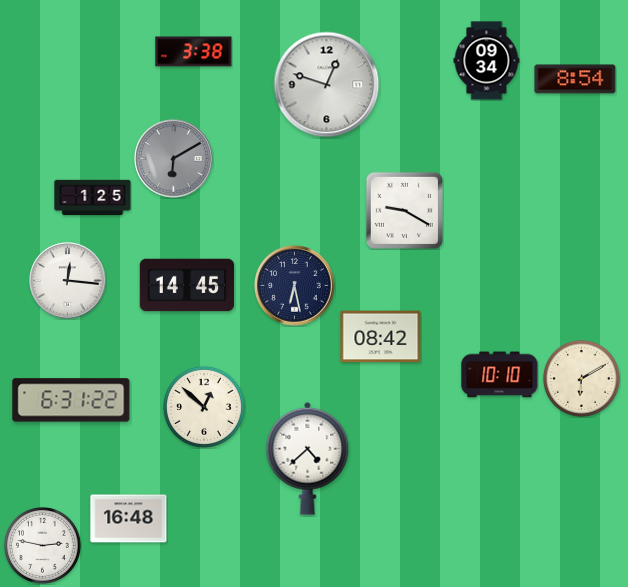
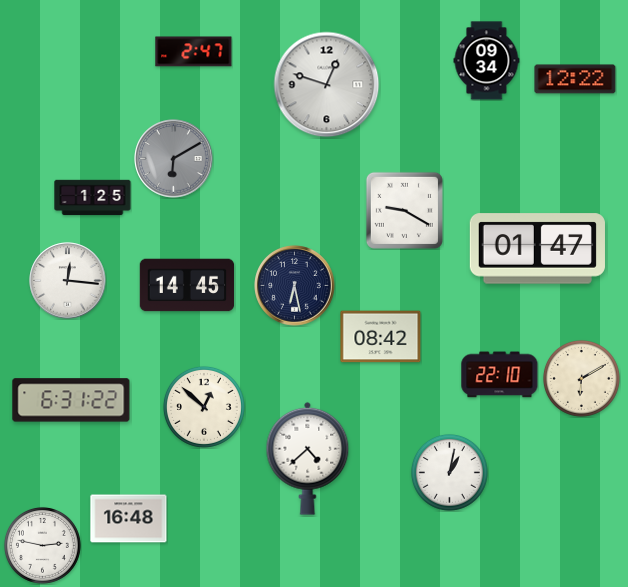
clock at (194, 52): 3:38 -> 2:47
clock at (575, 79): 8:54 -> 12:22
clock at (537, 249): none -> 01:47
clock at (500, 375): 10:10 -> 22:10
clock at (449, 472): none -> 1:02
